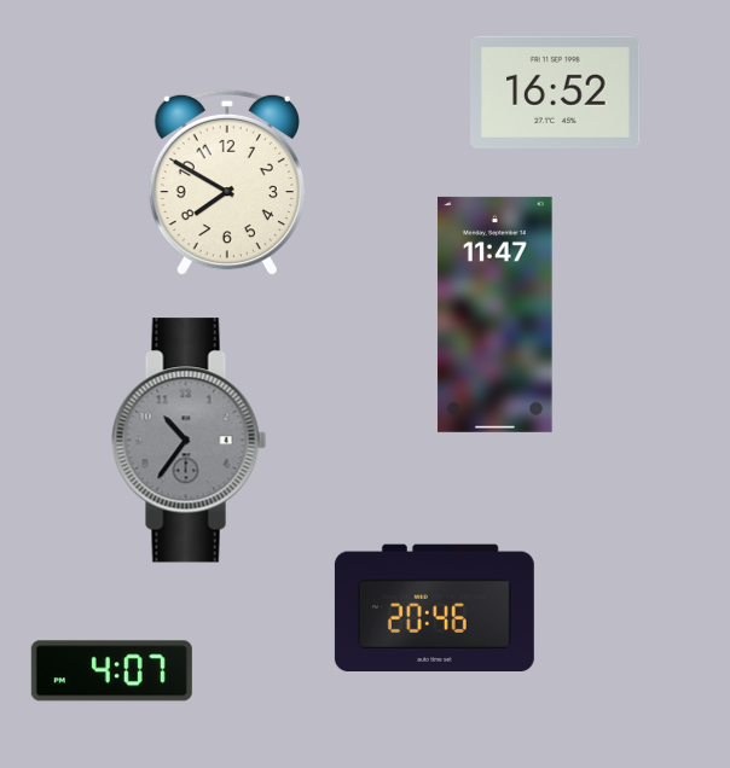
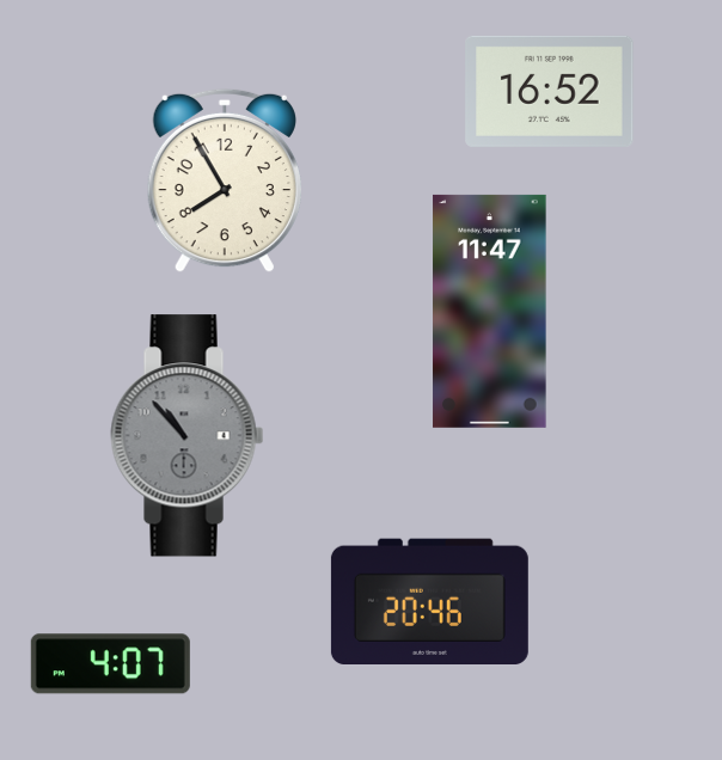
clock at (227, 182): 7:50 -> 7:55
clock at (190, 441): 10:36 -> 10:53
